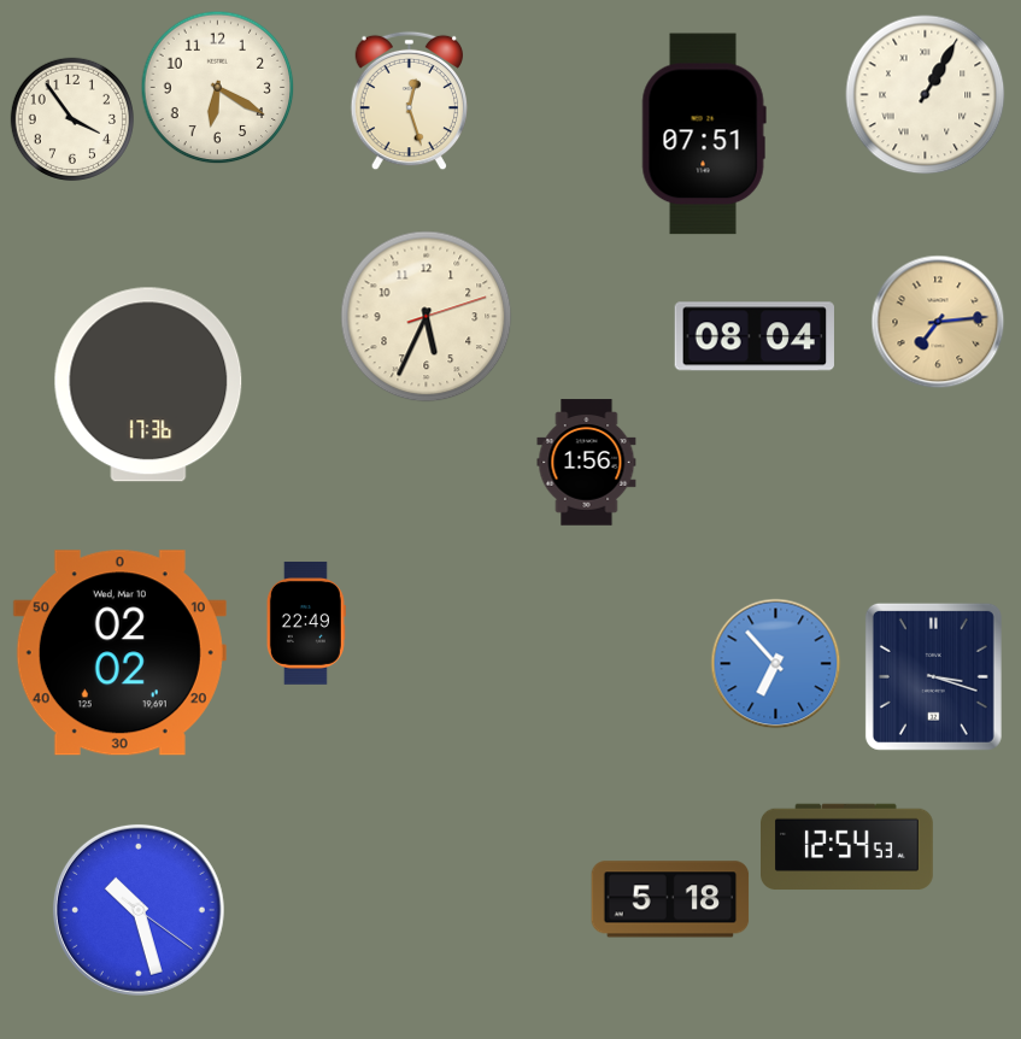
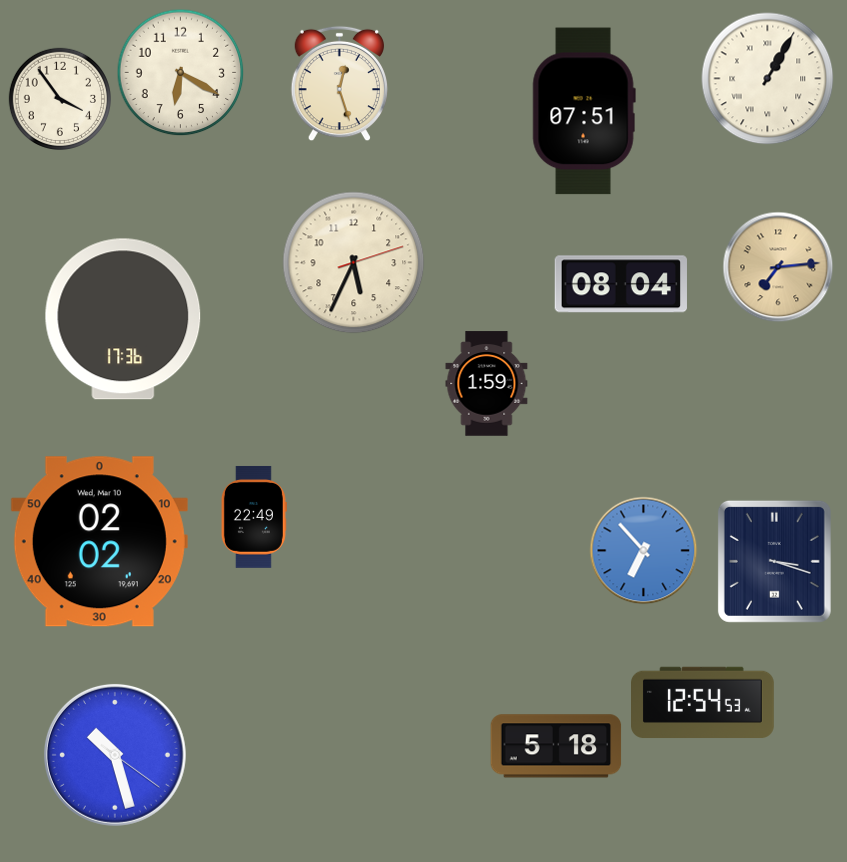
clock at (755, 336) position: (755, 336) -> (621, 284)
clock at (587, 463): 1:56 -> 1:59
